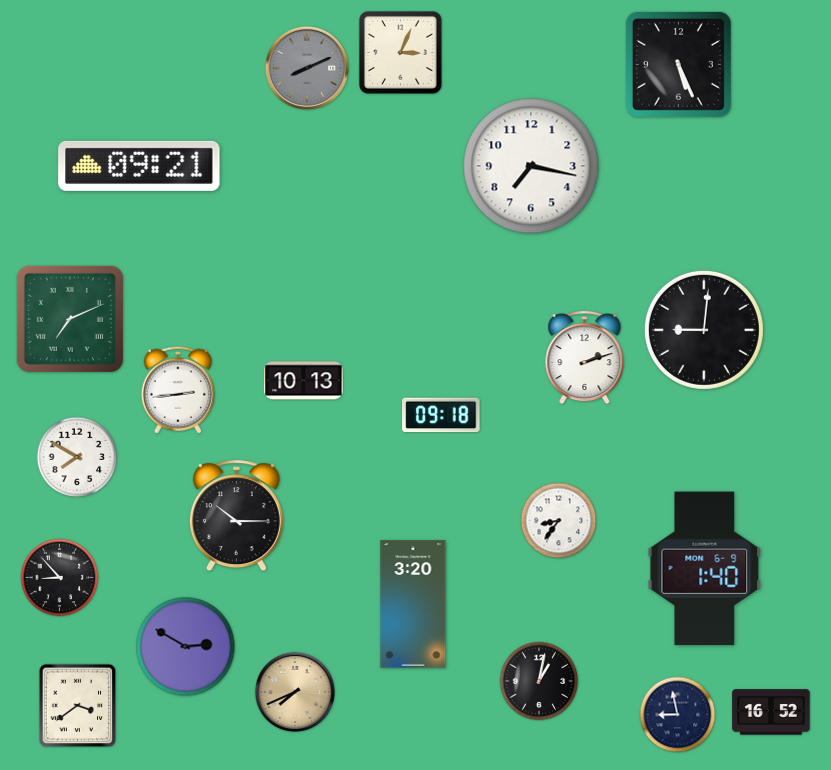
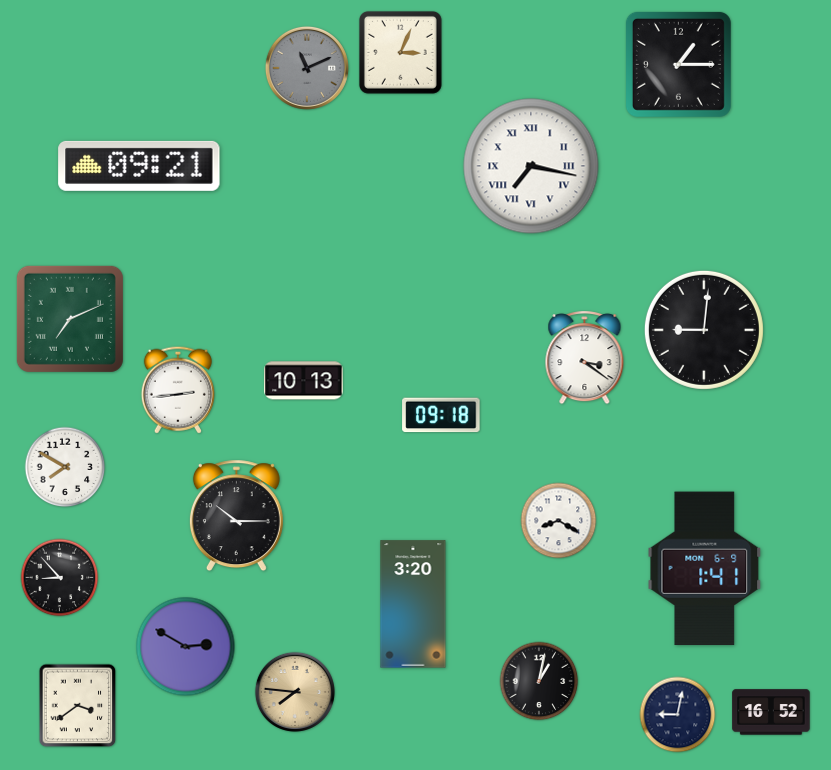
clock at (678, 64): 5:26 -> 1:15
clock at (307, 68): 8:11 -> 11:11
clock at (531, 166) numerals: Arabic -> Roman
clock at (585, 358): 2:12 -> 3:21
clock at (77, 457) position: (77, 457) -> (65, 467)
clock at (559, 521): 8:36 -> 8:20
clock at (705, 569): 1:40 -> 1:41
clock at (295, 692): 7:41 -> 7:46
clock at (678, 715): 8:58 -> 9:02
